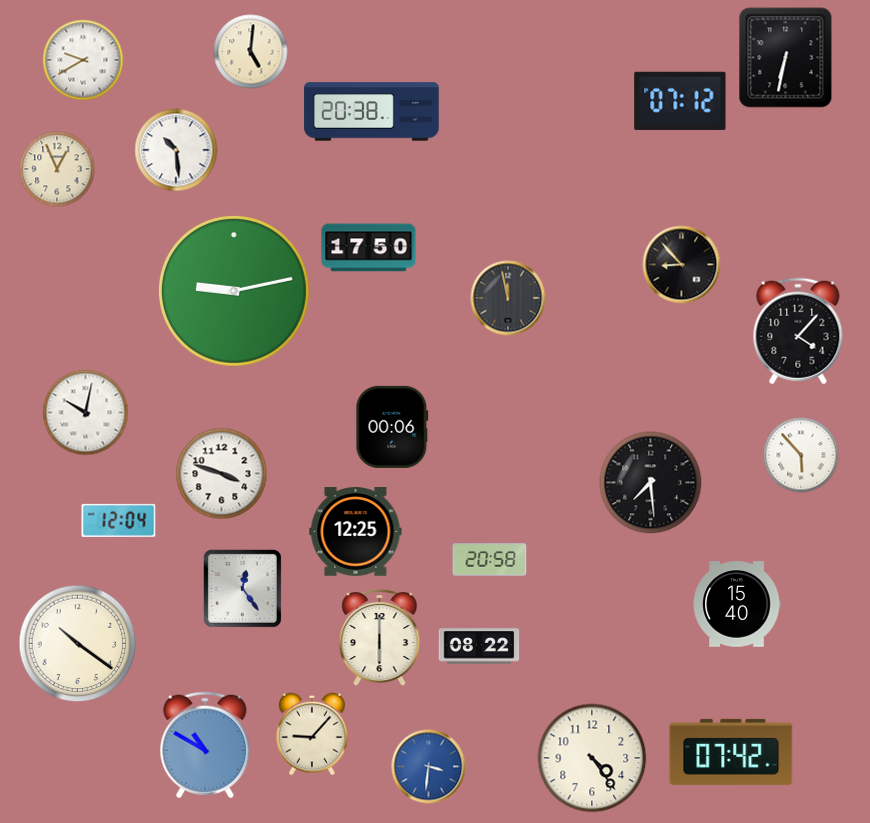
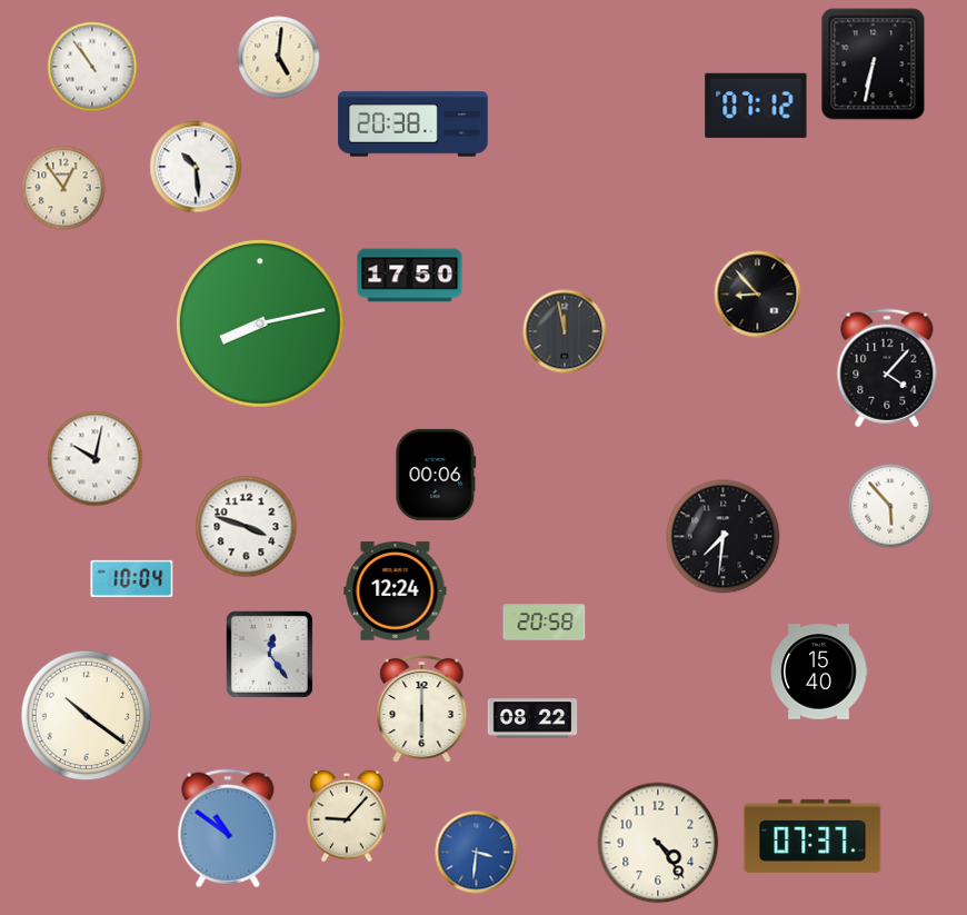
clock at (83, 60): 9:40 -> 10:54
clock at (680, 101) position: (680, 101) -> (756, 106)
clock at (57, 169): 12:56 -> 12:54
clock at (234, 291): 9:13 -> 8:13
clock at (651, 483): 7:29 -> 7:31
clock at (119, 520): 12:04 -> 10:04
clock at (356, 532): 12:25 -> 12:24
clock at (205, 745): 10:50 -> 10:51
clock at (731, 752): 07:42 -> 07:37
